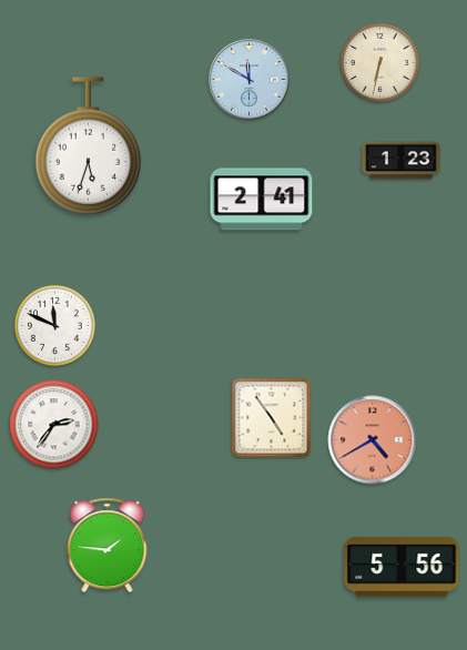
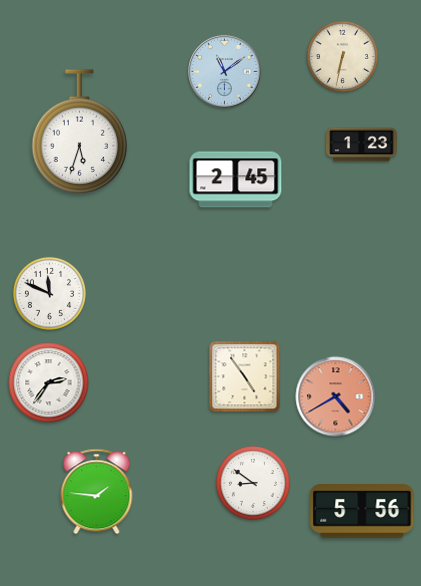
clock at (250, 80): 11:50 -> 11:09
clock at (262, 200): 2:41 -> 2:45
clock at (253, 483): none -> 8:51
